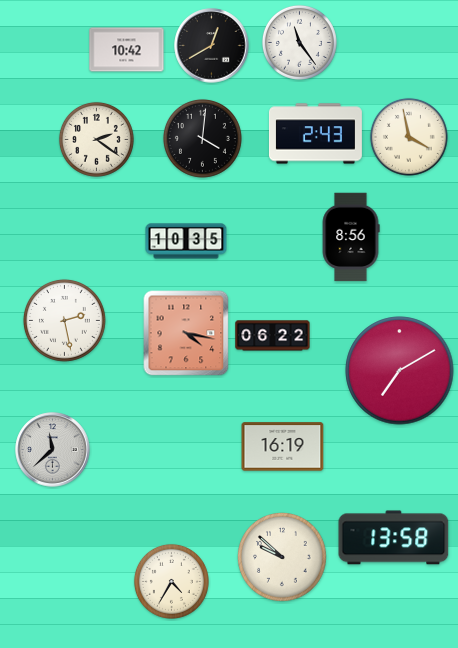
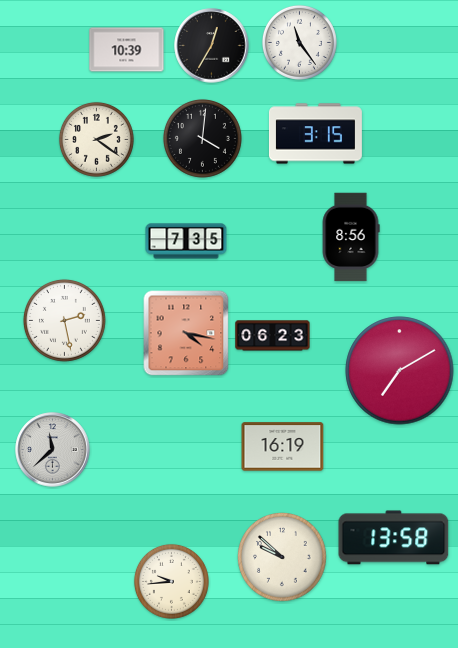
clock at (212, 46): 12:40 -> 12:35
clock at (127, 50): 10:42 -> 10:39
clock at (315, 134): 2:43 -> 3:15
clock at (409, 137): 3:58 -> none
clock at (186, 241): 10:35 -> 7:35
clock at (273, 336): 06:22 -> 06:23
clock at (171, 581): 4:35 -> 9:44
